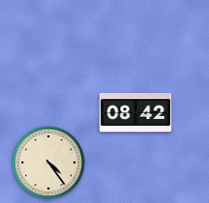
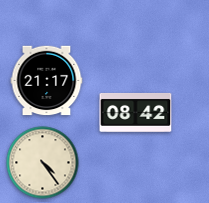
clock at (47, 81): none -> 21:17
clock at (49, 163) position: (49, 163) -> (43, 163)
